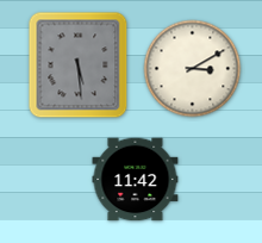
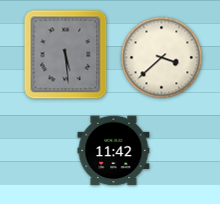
clock at (193, 69): 3:10 -> 3:38
